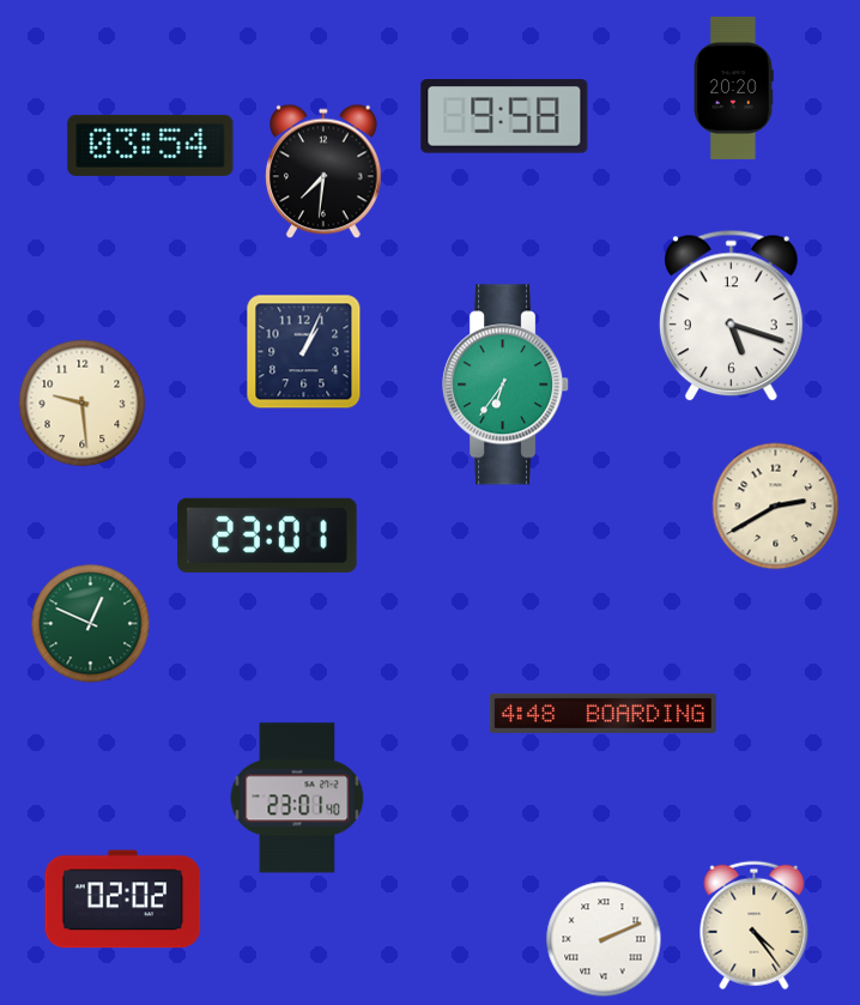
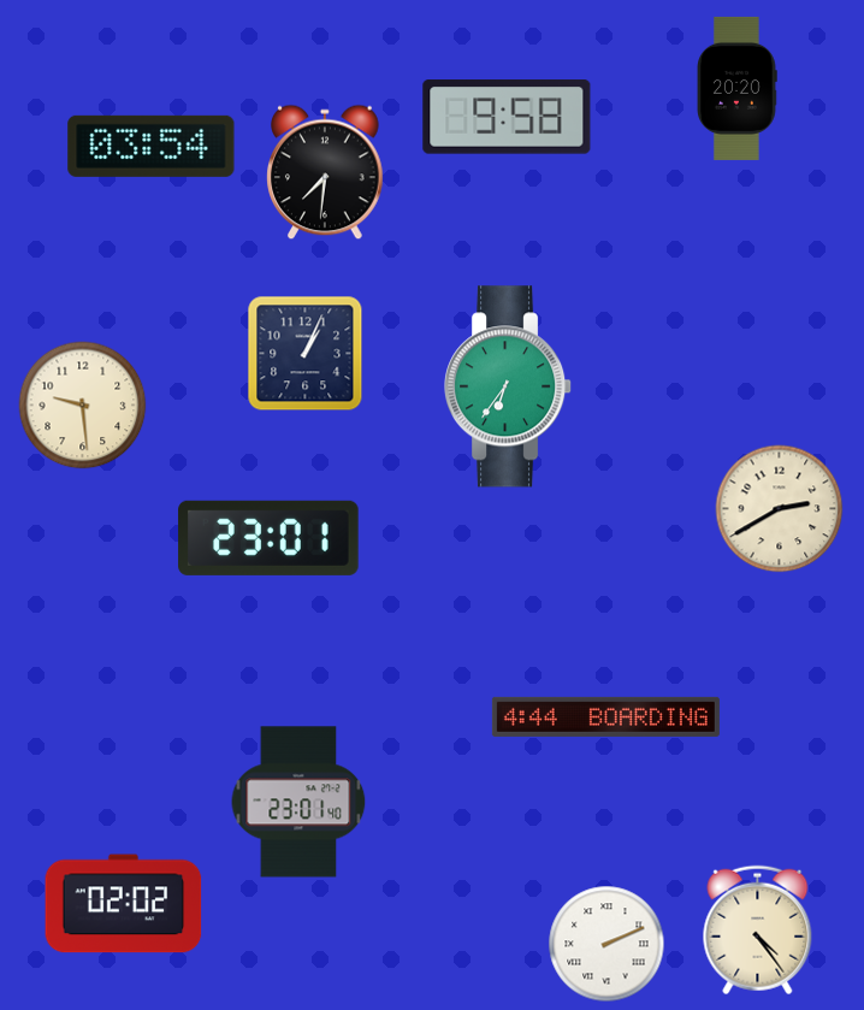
clock at (731, 316): 5:18 -> none
clock at (91, 624): 12:49 -> none
clock at (602, 713): 4:48 -> 4:44
